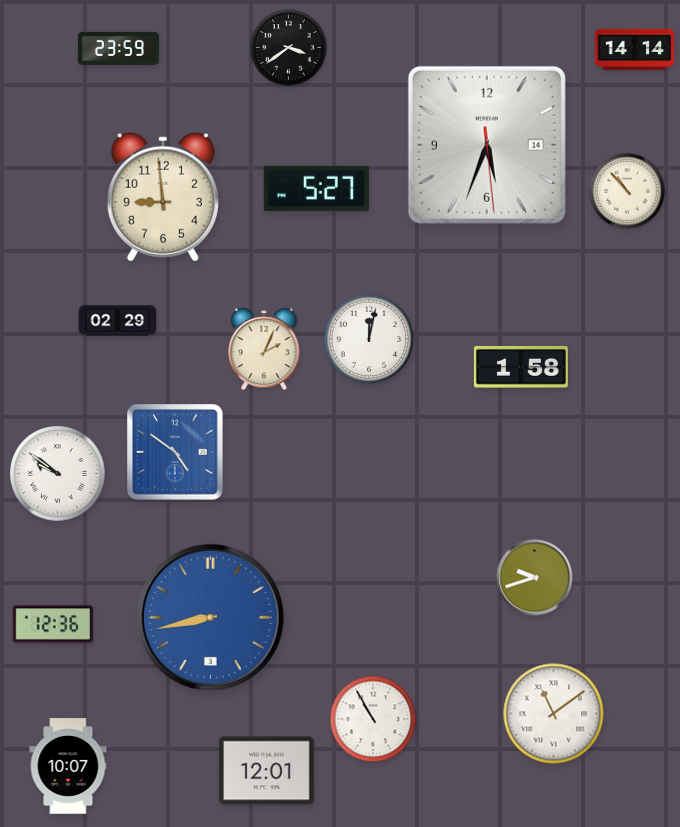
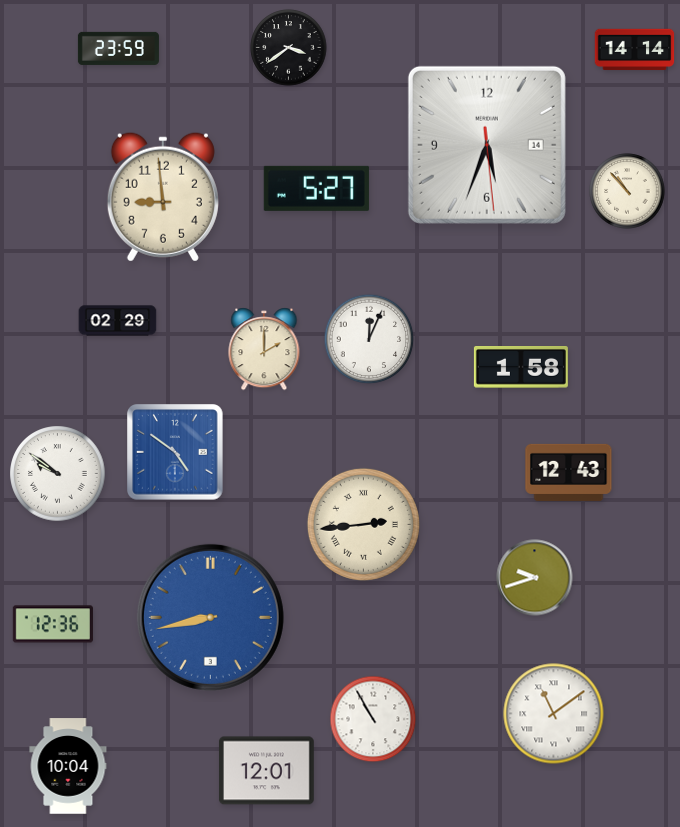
clock at (369, 339): 12:02 -> 12:04
clock at (264, 349): 2:04 -> 2:00
clock at (569, 472): none -> 12:43
clock at (363, 524): none -> 2:44
clock at (68, 766): 10:07 -> 10:04
